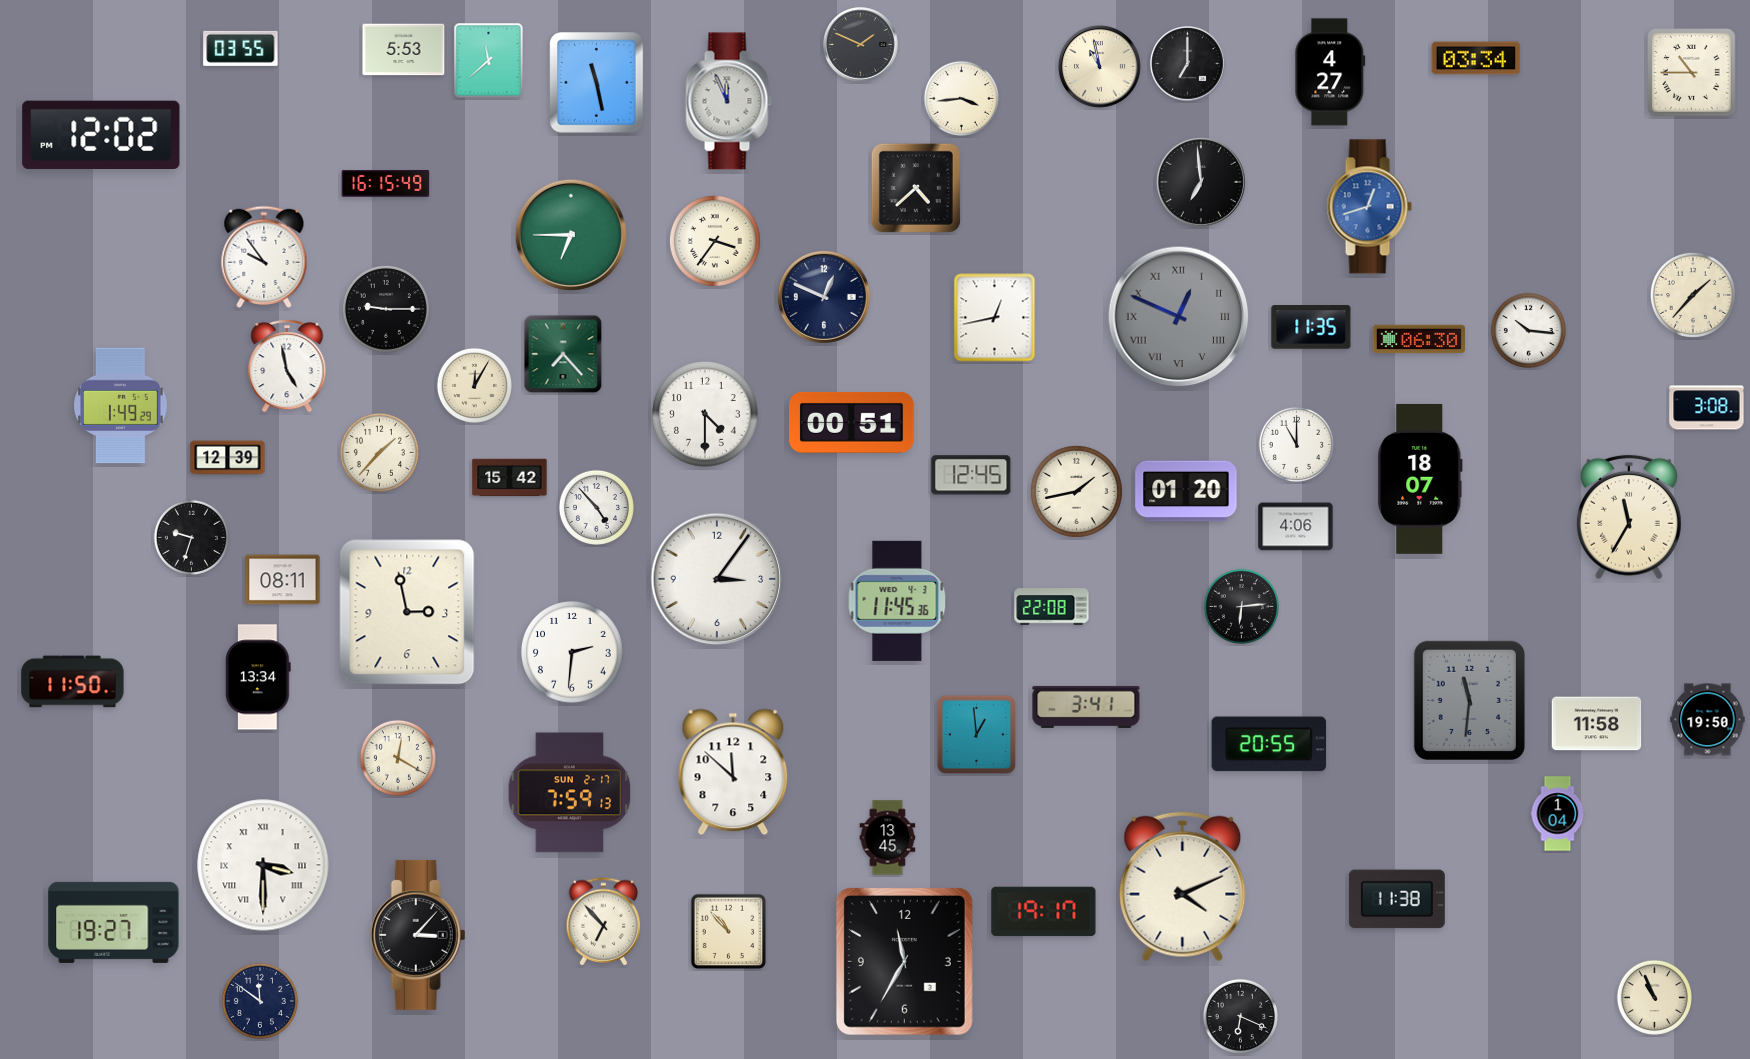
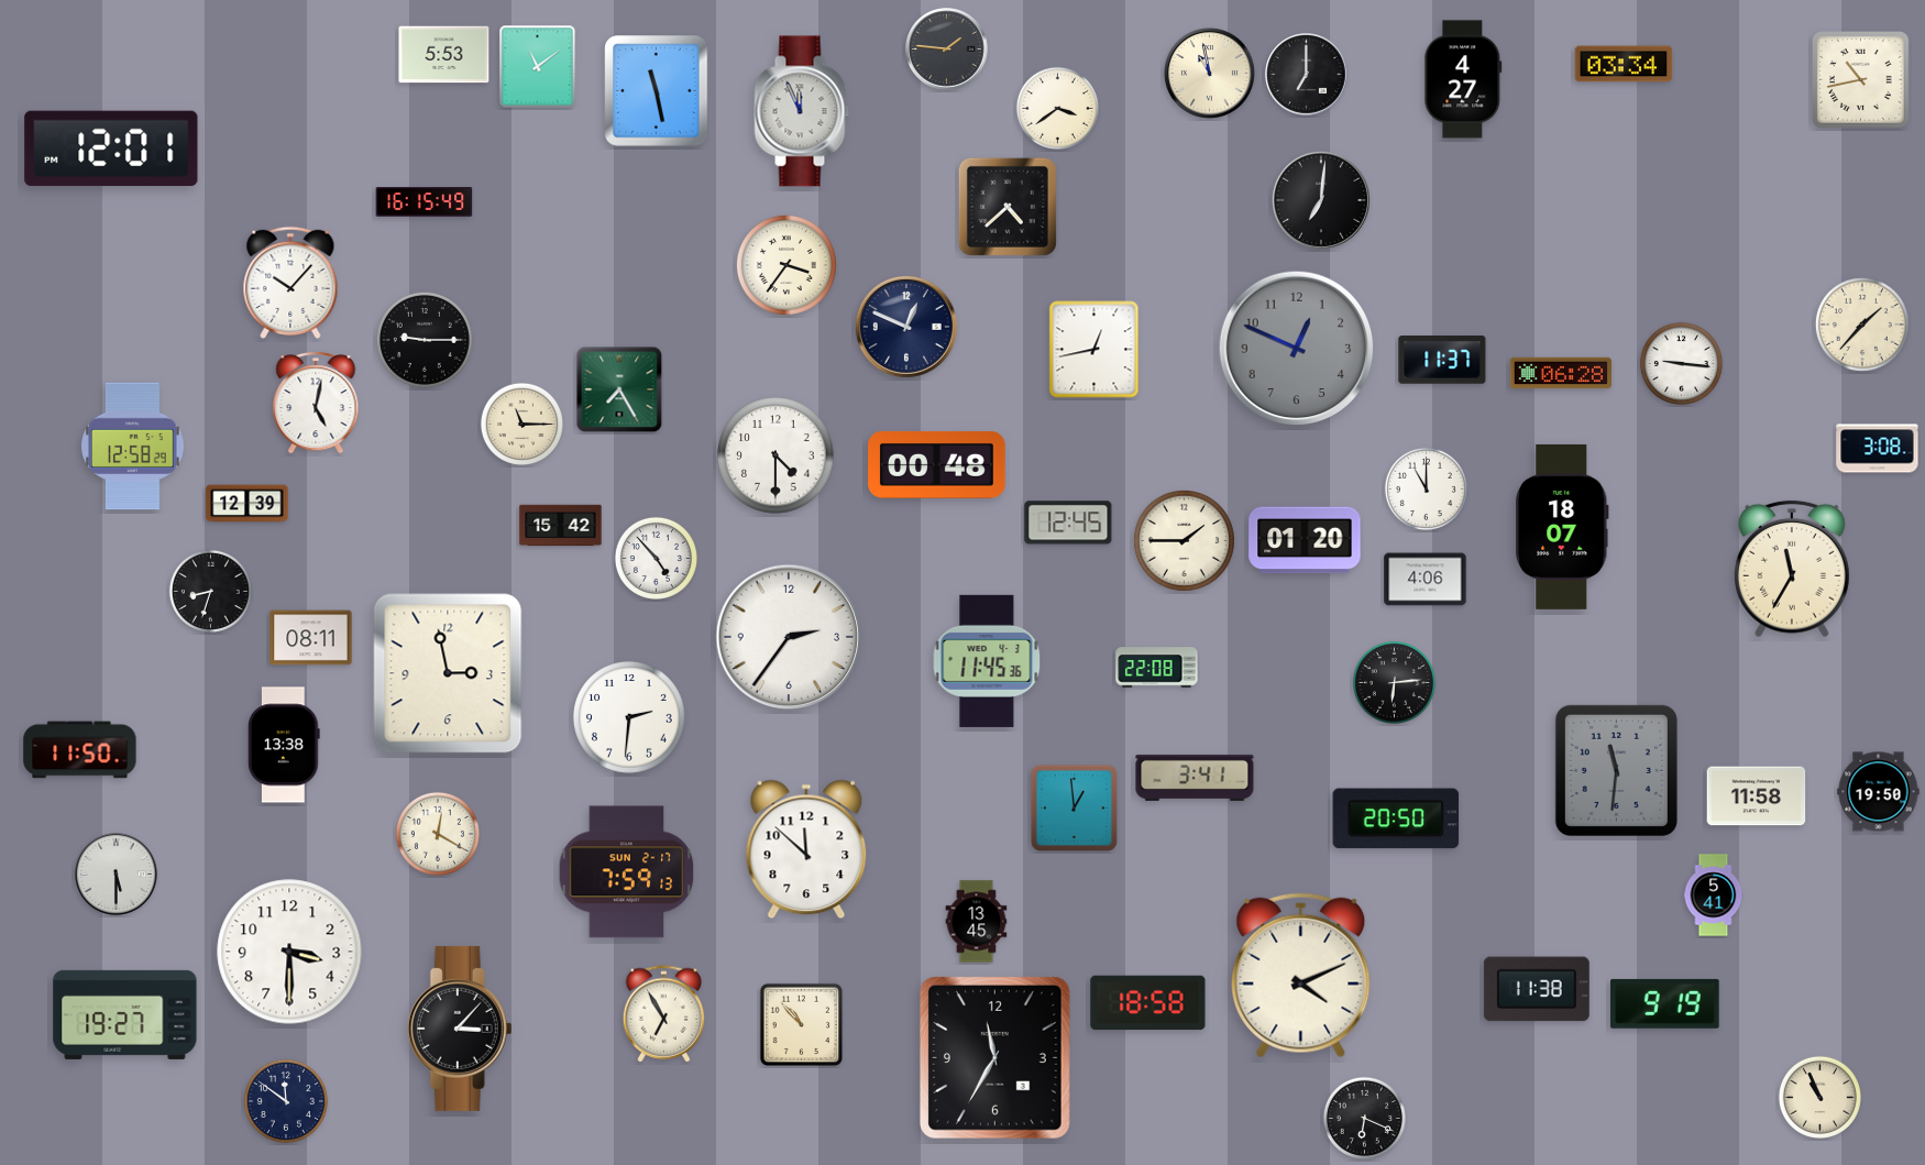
clock at (861, 45): 1:49 -> 1:46
clock at (241, 48): 03:55 -> none
clock at (489, 61): 11:38 -> 11:09
clock at (1188, 64) position: (1188, 64) -> (1307, 75)
clock at (1692, 73): 10:45 -> 10:43
clock at (961, 98): 3:44 -> 3:39
clock at (101, 134): 12:02 -> 12:01
clock at (1201, 182): 6:59 -> 7:01
clock at (1369, 207): 12:42 -> none
clock at (571, 235): 6:45 -> none
clock at (264, 257): 9:54 -> 10:07
clock at (1179, 317) numerals: Roman -> Arabic
clock at (1311, 327): 11:35 -> 11:37
clock at (1528, 330): 10:16 -> 9:16
clock at (1418, 339): 06:30 -> 06:28
clock at (563, 354): 7:23 -> 7:25
clock at (287, 366): 4:58 -> 5:02
clock at (474, 385): 12:05 -> 11:15
clock at (121, 406): 1:49 -> 12:58
clock at (852, 423): 00:51 -> 00:48
clock at (379, 452): 1:37 -> none
clock at (228, 458) position: (228, 458) -> (248, 504)
clock at (1076, 491): 1:43 -> 1:45
clock at (191, 537): 9:33 -> 8:33
clock at (717, 579): 3:06 -> 2:36
clock at (1241, 606) position: (1241, 606) -> (1394, 682)
clock at (259, 677): 13:34 -> 13:38
clock at (1269, 744): 20:55 -> 20:50
clock at (117, 875): none -> 5:30
clock at (1558, 814): 1:04 -> 5:41
clock at (263, 865) numerals: Roman -> Arabic
clock at (1044, 912): 19:17 -> 18:58
clock at (1665, 1003): none -> 9:19
clock at (604, 922): 6:53 -> 6:55
